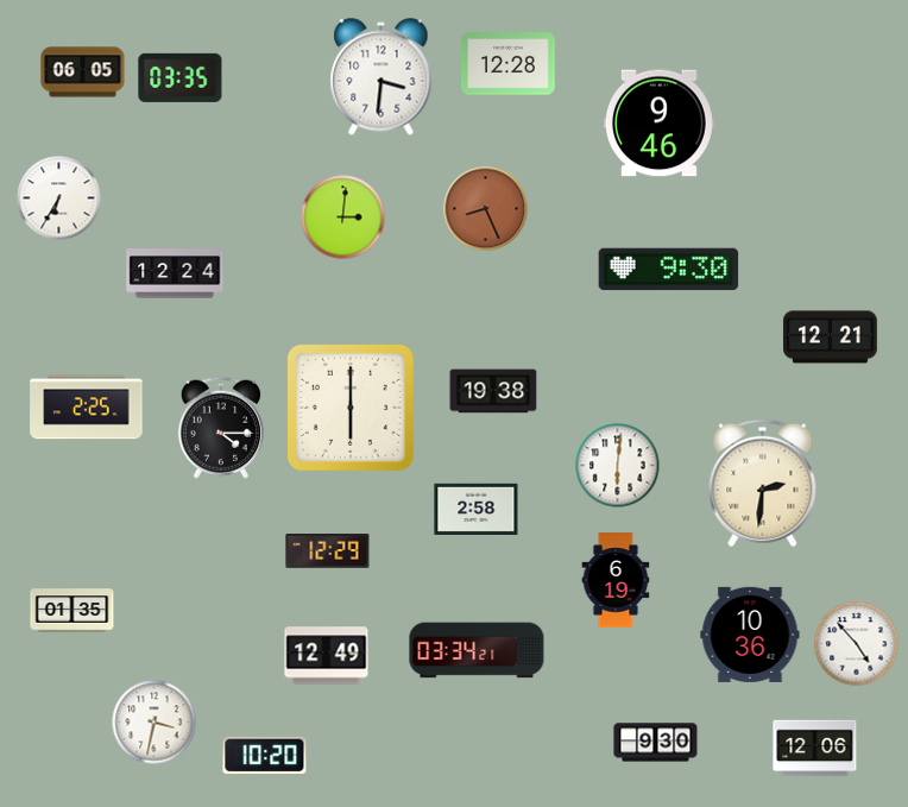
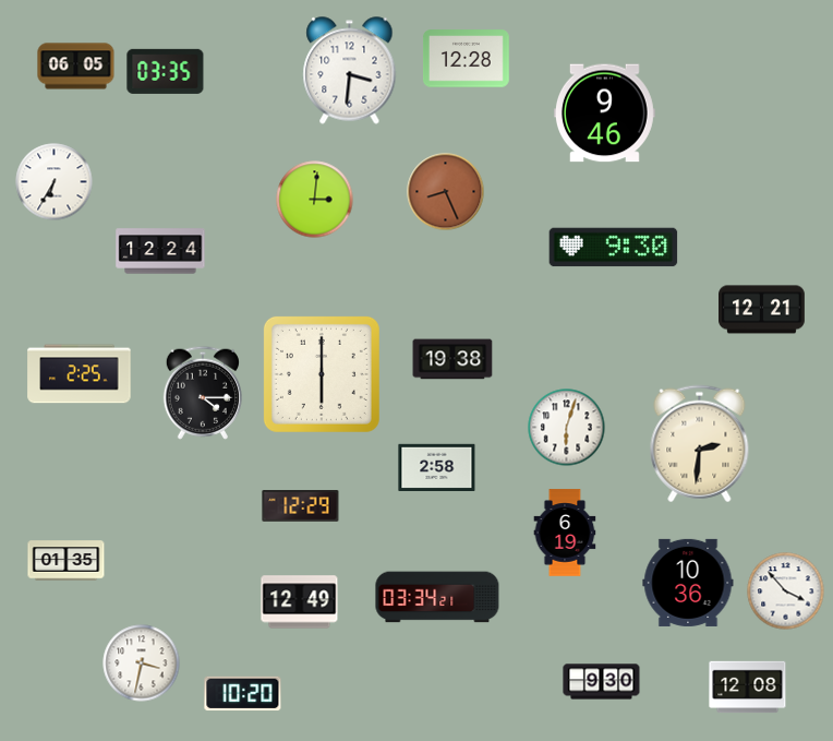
clock at (618, 466): 6:01 -> 6:03
clock at (857, 644): 4:53 -> 3:53
clock at (815, 749): 12:06 -> 12:08
